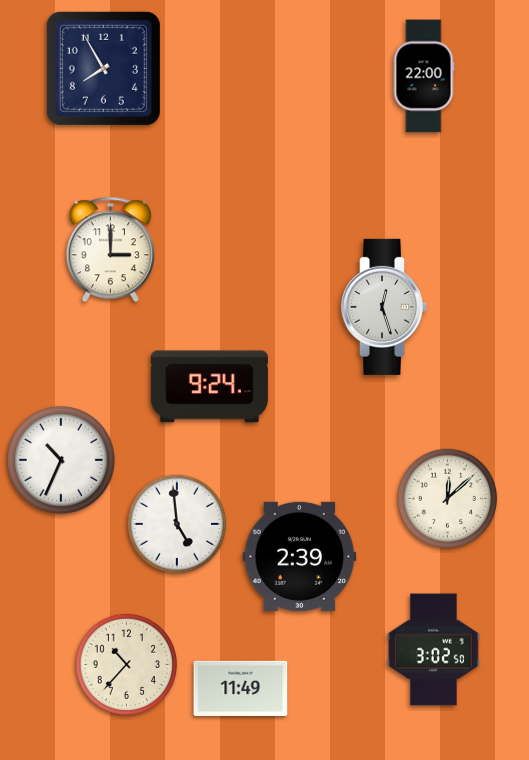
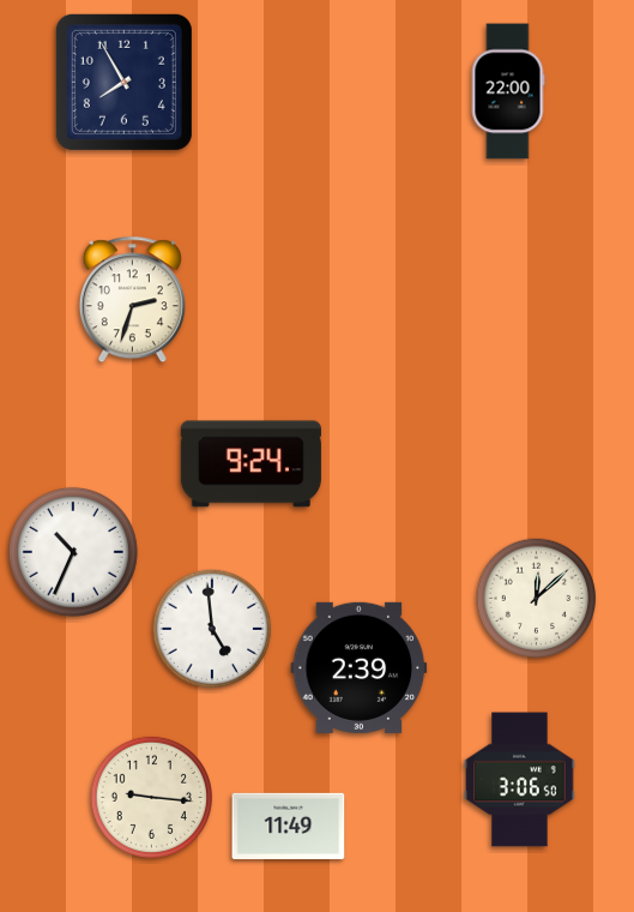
clock at (110, 250): 3:00 -> 2:33
clock at (384, 307): 12:27 -> none
clock at (434, 650): 3:02 -> 3:06
clock at (126, 664): 10:37 -> 9:16
